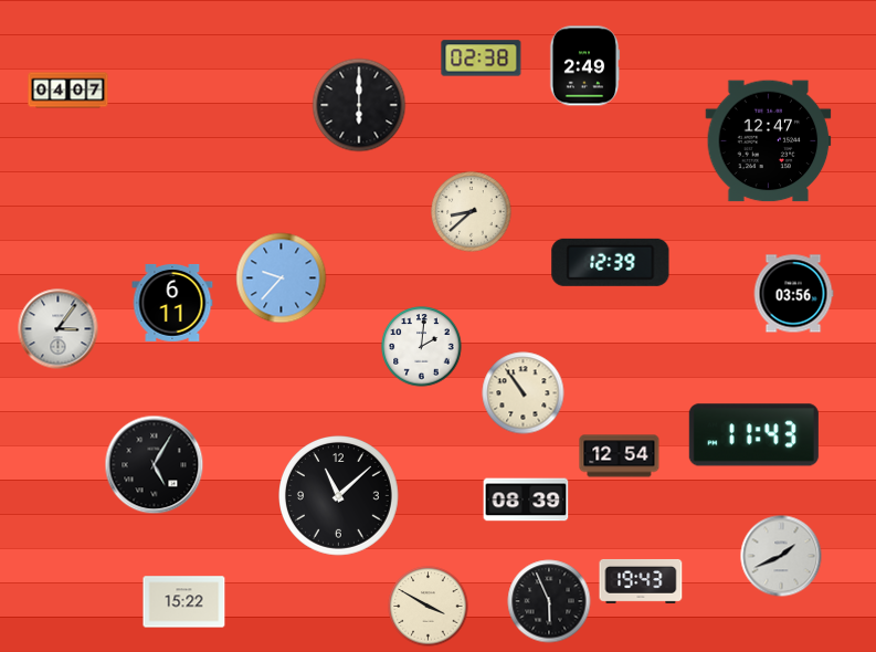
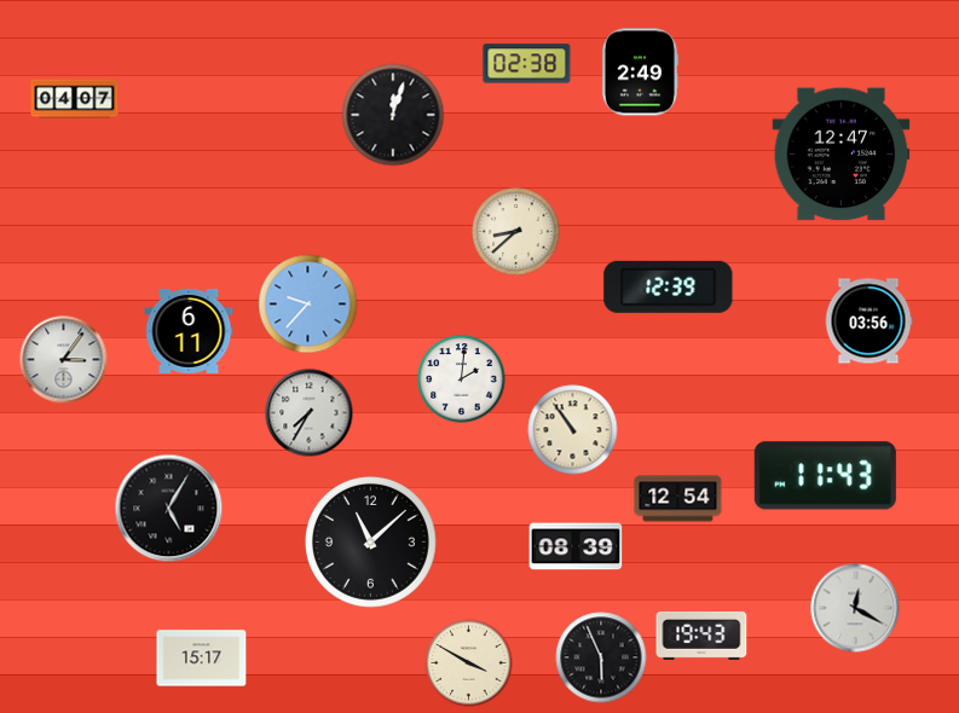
clock at (359, 105): 6:00 -> 12:03
clock at (310, 413): none -> 7:35
clock at (781, 556): 1:41 -> 12:20
clock at (184, 602): 15:22 -> 15:17
